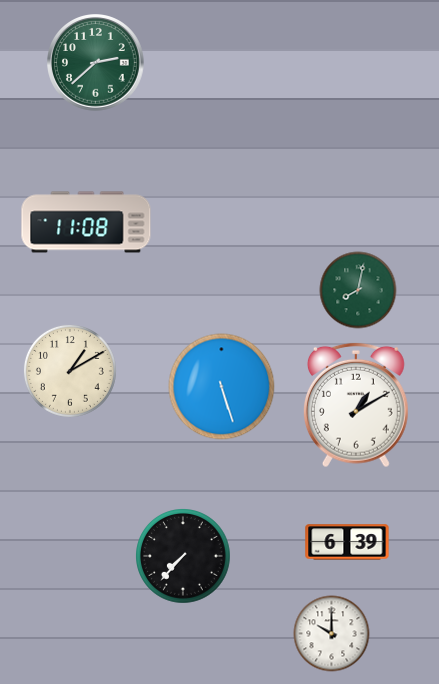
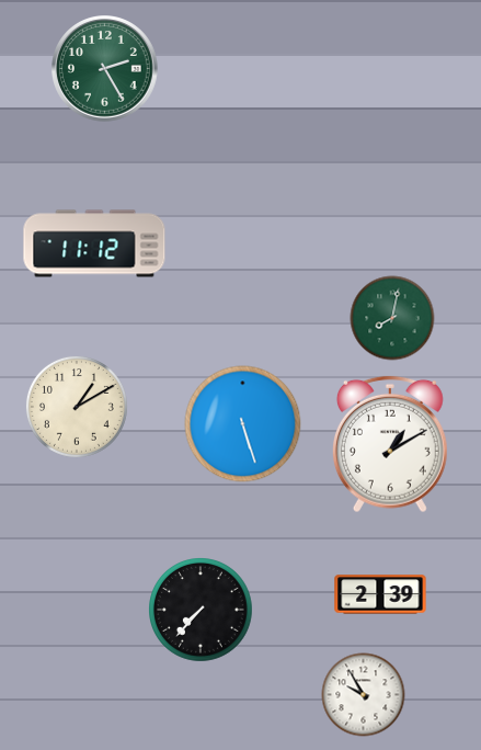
clock at (96, 63): 2:38 -> 2:25
clock at (86, 222): 11:08 -> 11:12
clock at (347, 542): 6:39 -> 2:39
clock at (332, 634): 10:00 -> 9:55
